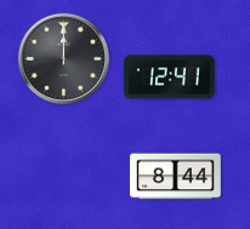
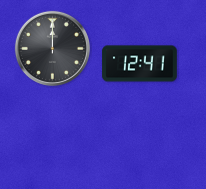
clock at (176, 177): 8:44 -> none
